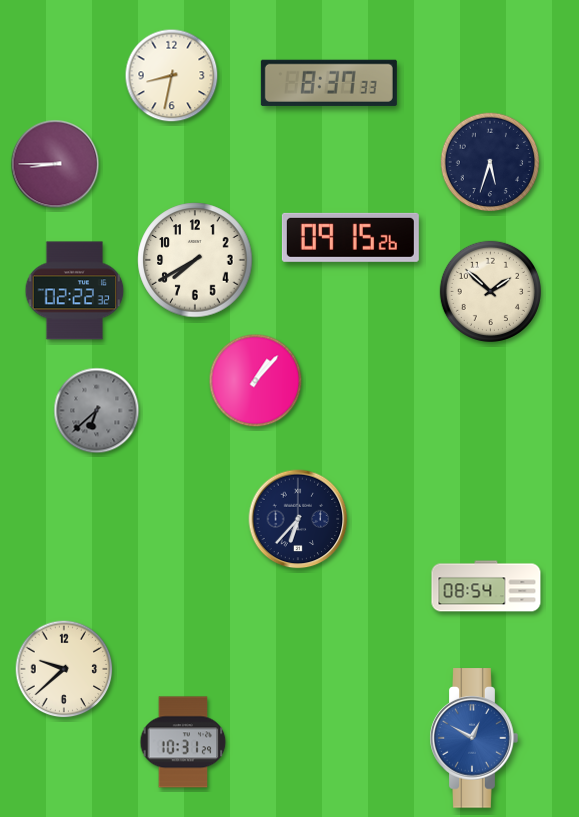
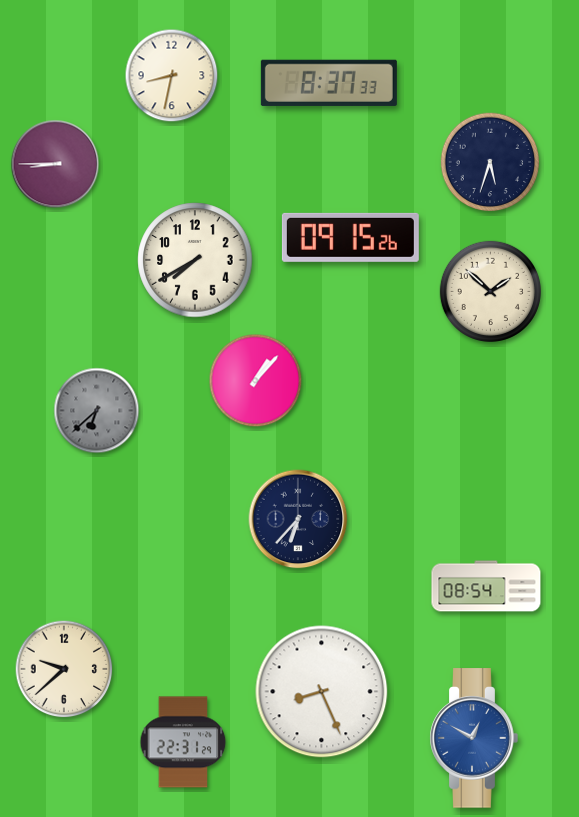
clock at (75, 291): 02:22 -> none
clock at (322, 692): none -> 8:26
clock at (183, 742): 10:31 -> 22:31
